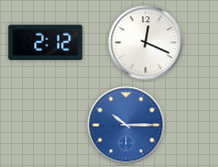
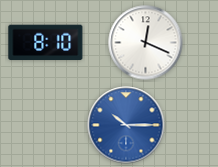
clock at (46, 43): 2:12 -> 8:10
